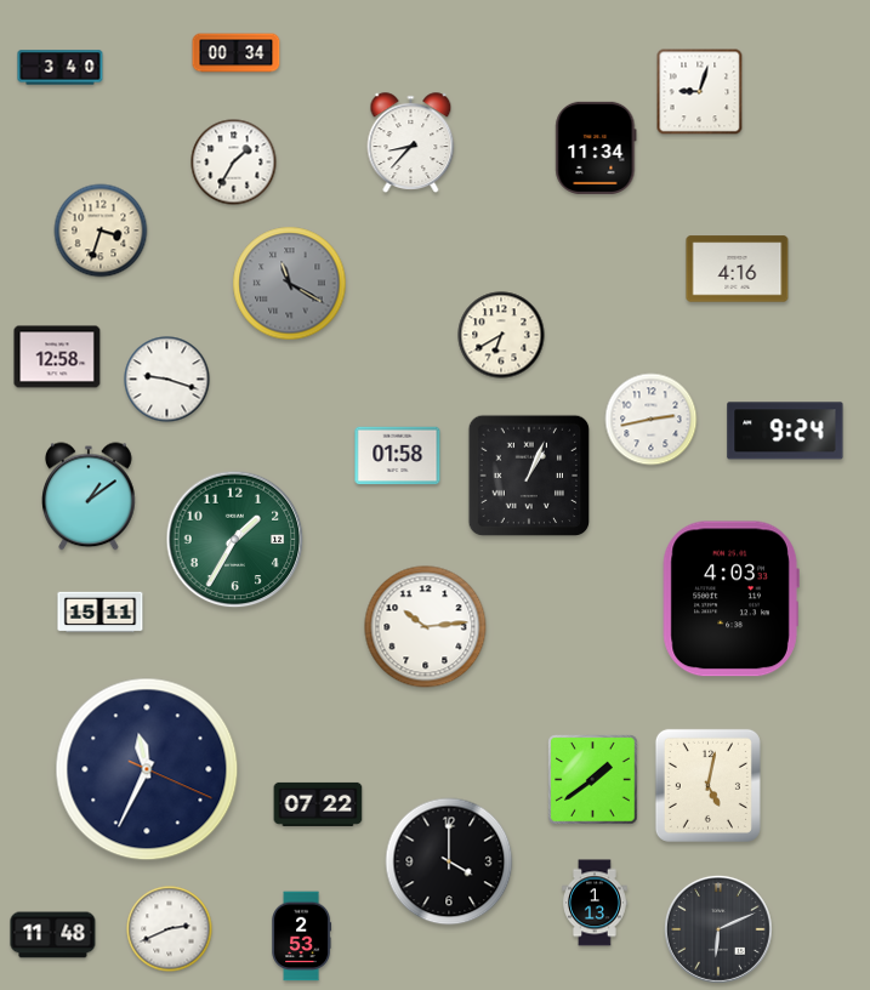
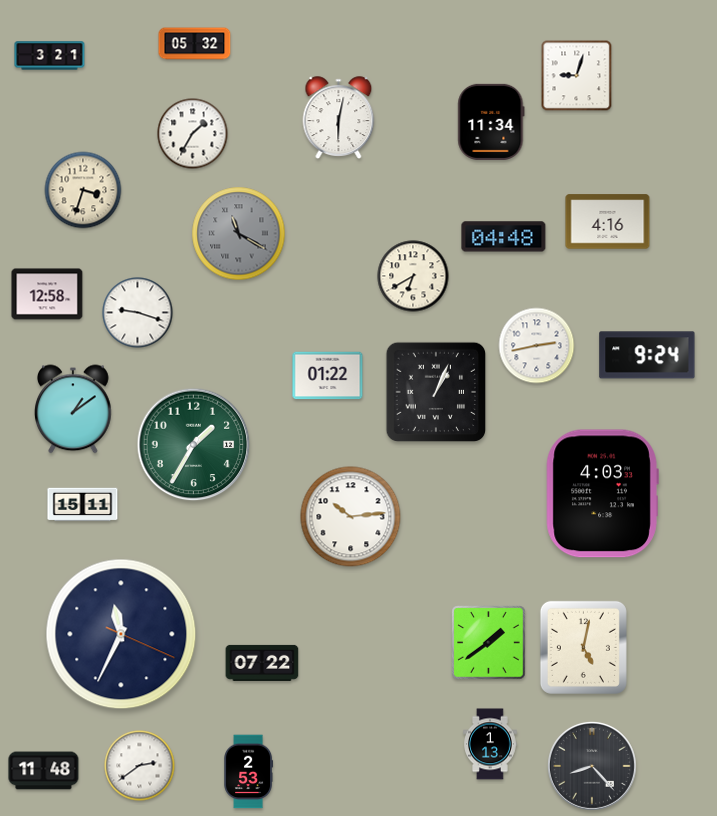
clock at (237, 53): 00:34 -> 05:32
clock at (61, 68): 3:40 -> 3:21
clock at (411, 142): 8:37 -> 6:02
clock at (504, 237): none -> 04:48
clock at (398, 456): 01:58 -> 01:22
clock at (449, 861): 4:00 -> none
clock at (170, 929): 2:41 -> 2:39
clock at (720, 931): 6:11 -> 8:23
